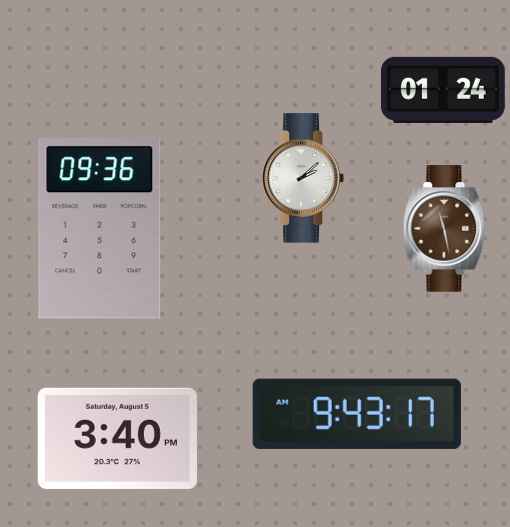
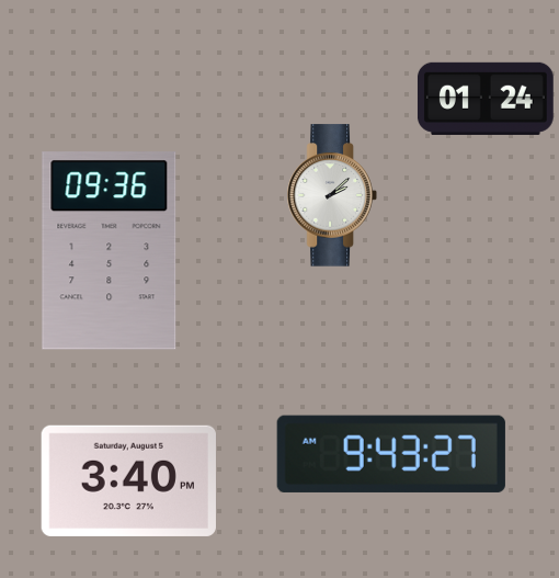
clock at (445, 229): 11:28 -> none
clock at (357, 414): 9:43:17 -> 9:43:27
